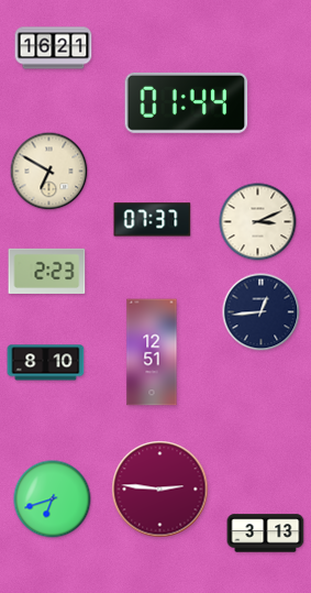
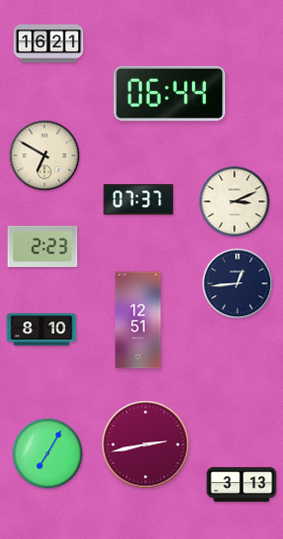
clock at (187, 102): 01:44 -> 06:44
clock at (160, 490): 2:46 -> 2:43
clock at (53, 499): 6:42 -> 7:05
